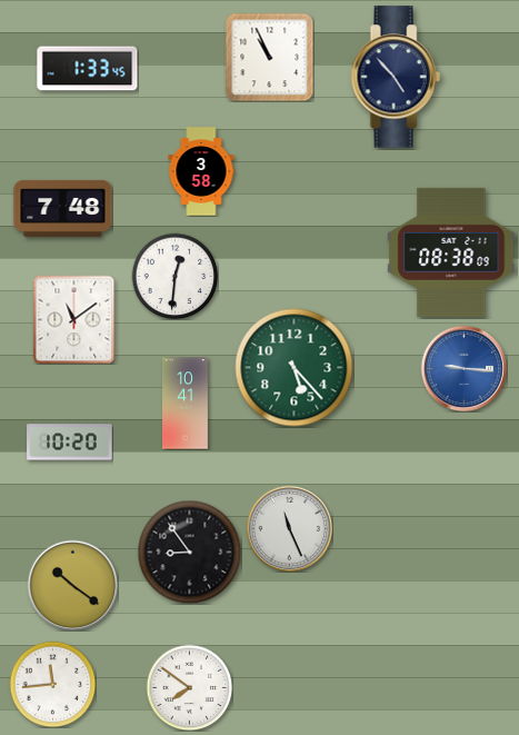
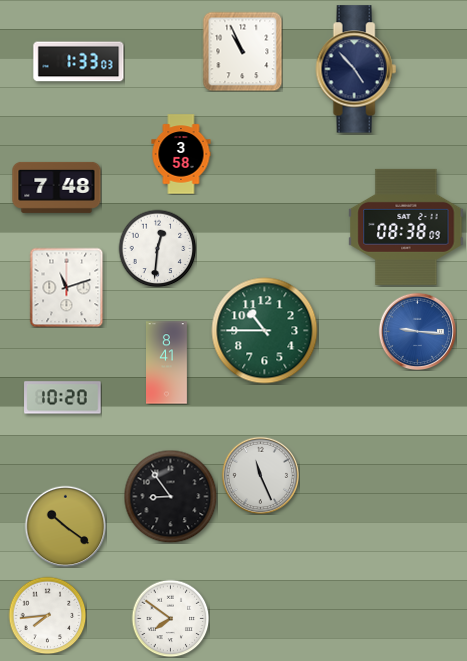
clock at (88, 69): 1:33:45 -> 1:33:03
clock at (74, 319): 11:09 -> 11:12
clock at (295, 368): 5:23 -> 10:45
clock at (186, 404): 10:41 -> 8:41
clock at (52, 684): 11:44 -> 7:44
